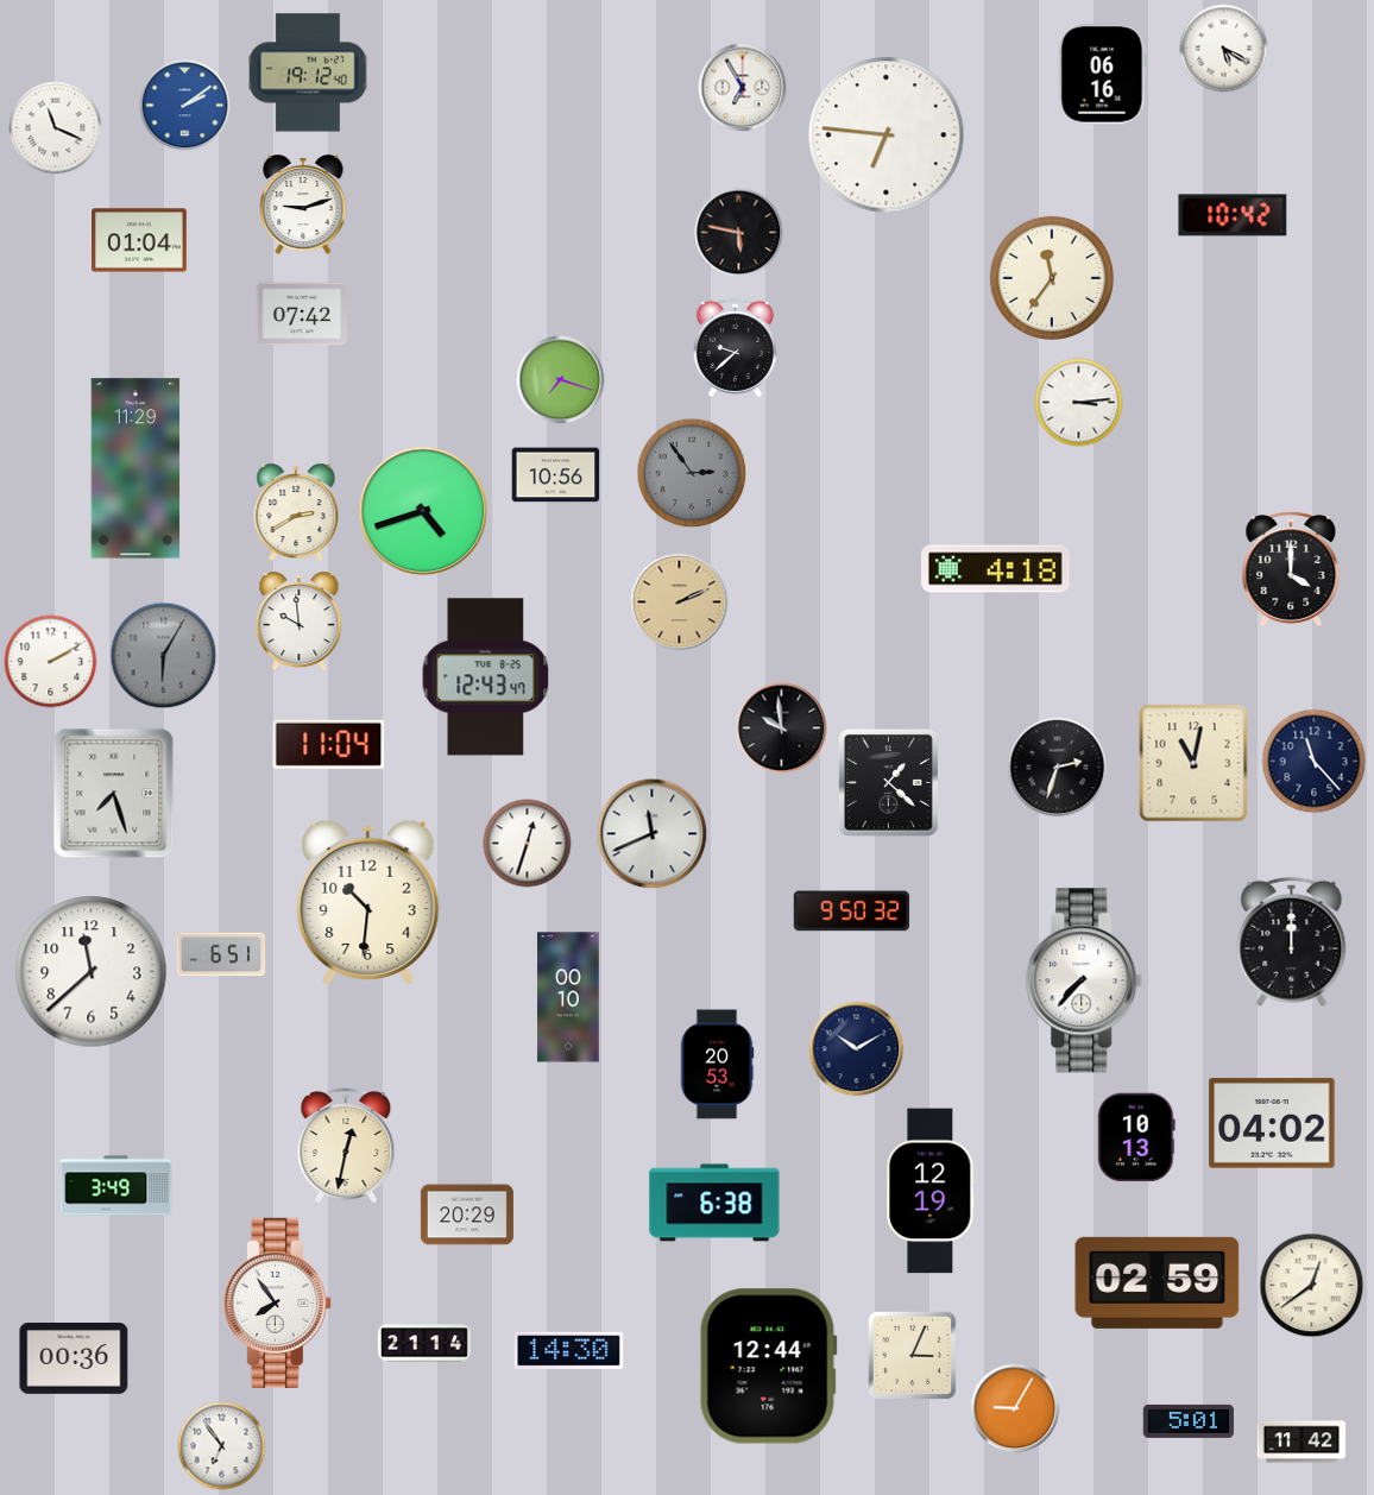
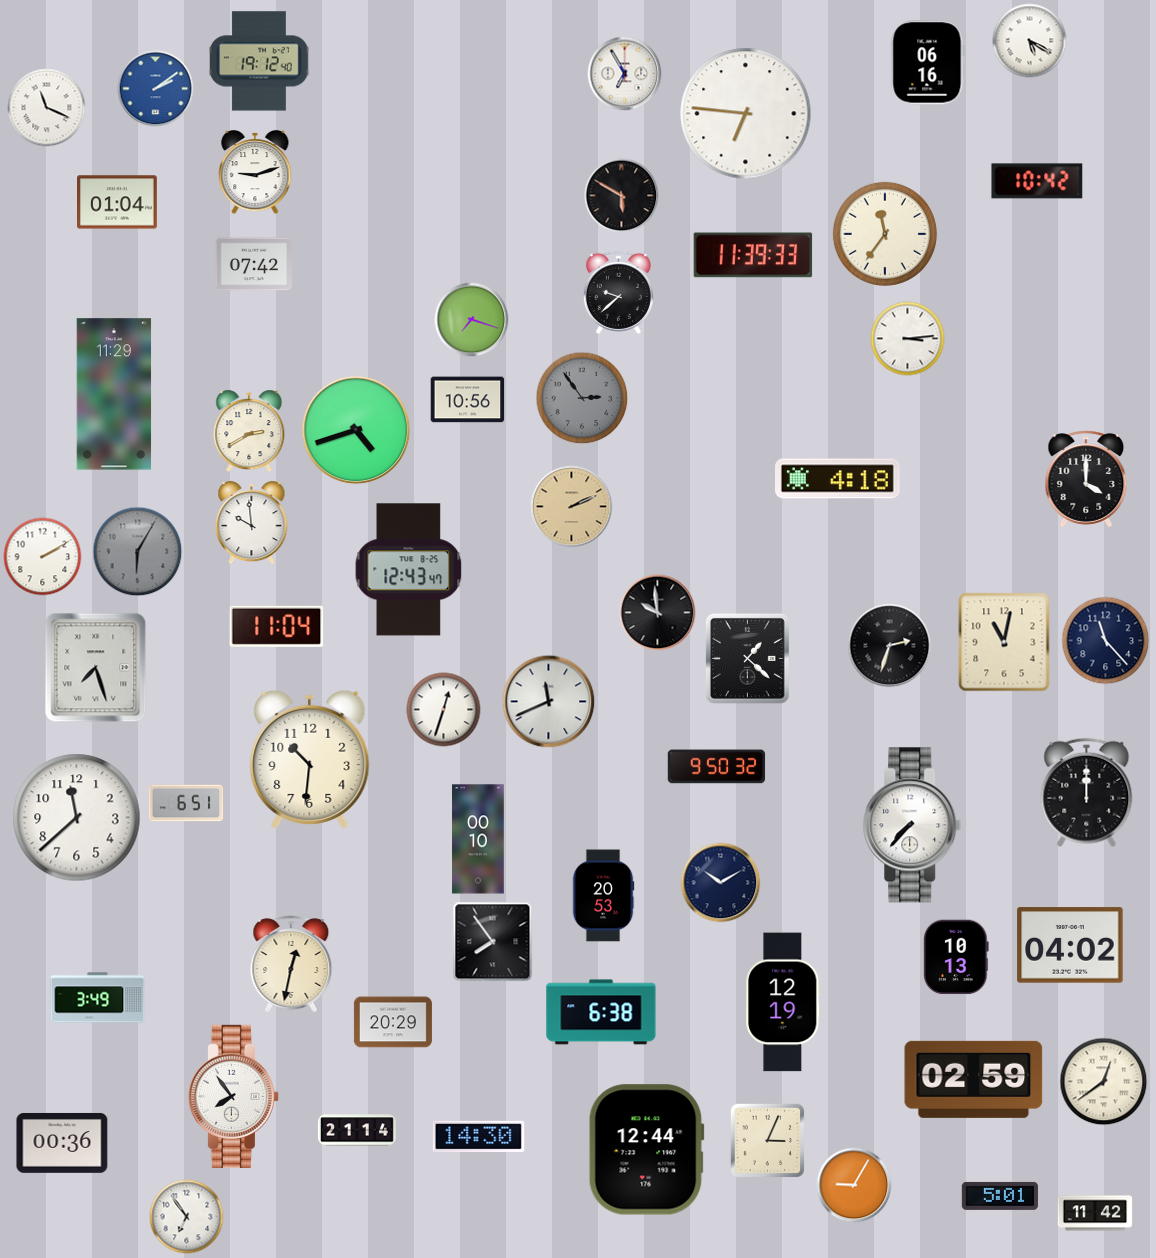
clock at (739, 233): 5:47 -> 5:50
clock at (753, 255): none -> 11:39
clock at (493, 942): none -> 7:54
